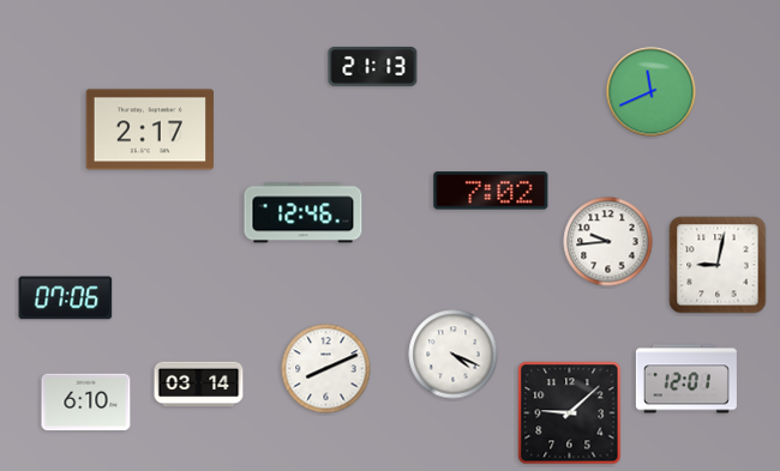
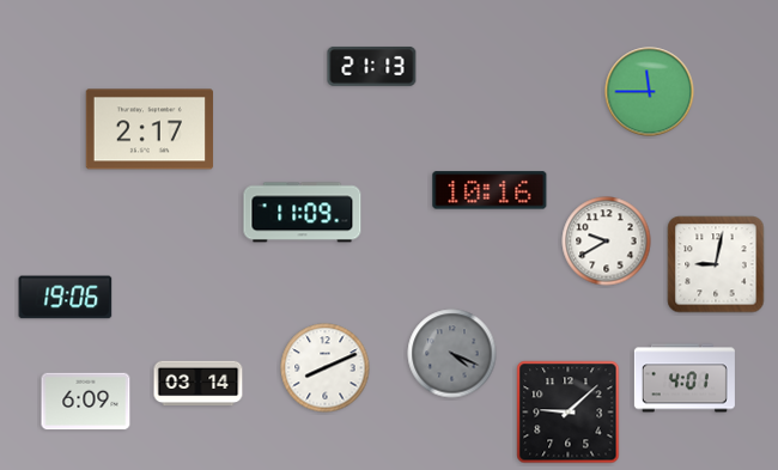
clock at (652, 92): 11:41 -> 11:45
clock at (491, 191): 7:02 -> 10:16
clock at (304, 213): 12:46 -> 11:09
clock at (608, 242): 9:44 -> 9:40
clock at (66, 298): 07:06 -> 19:06
clock at (454, 355) dial: white -> grey
clock at (686, 379): 12:01 -> 4:01
clock at (86, 403): 6:10 -> 6:09
